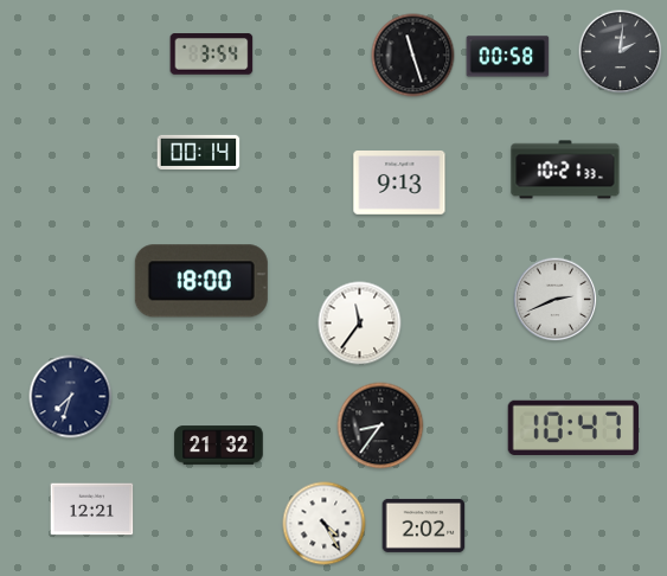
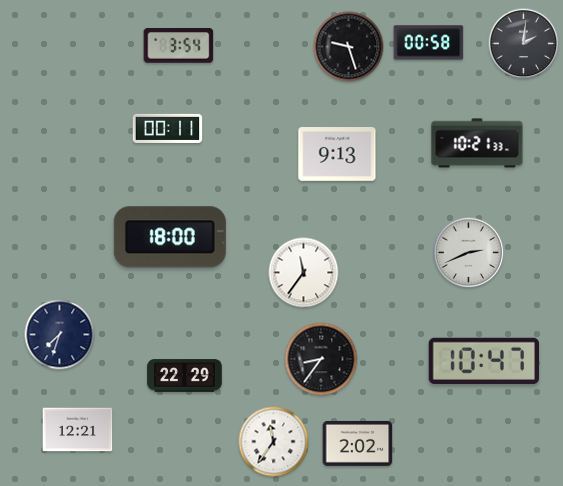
clock at (413, 56): 11:27 -> 9:27
clock at (508, 57) position: (508, 57) -> (429, 43)
clock at (199, 152): 00:14 -> 00:11
clock at (219, 446): 21:32 -> 22:29
clock at (325, 524): 4:25 -> 11:36
